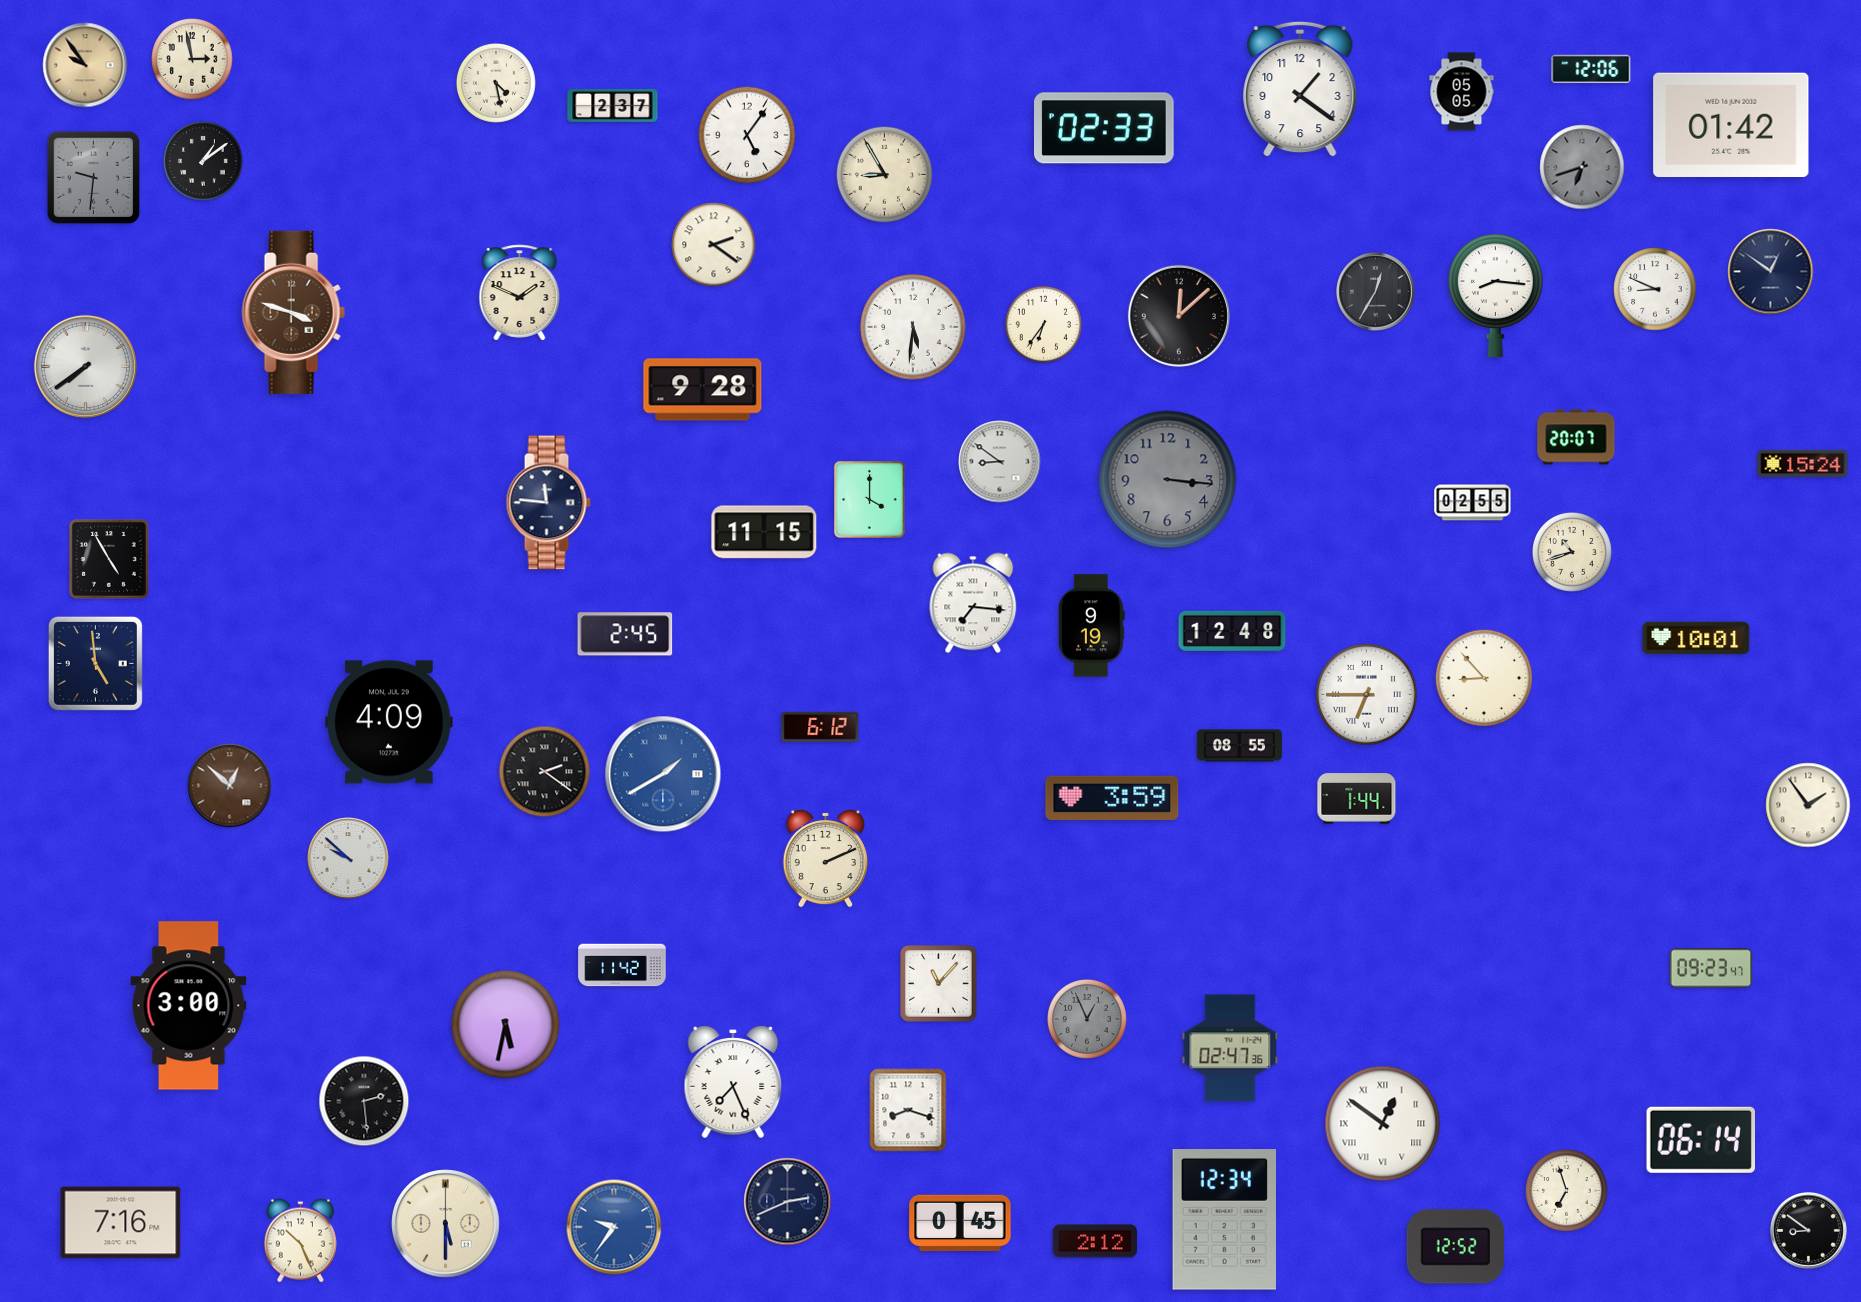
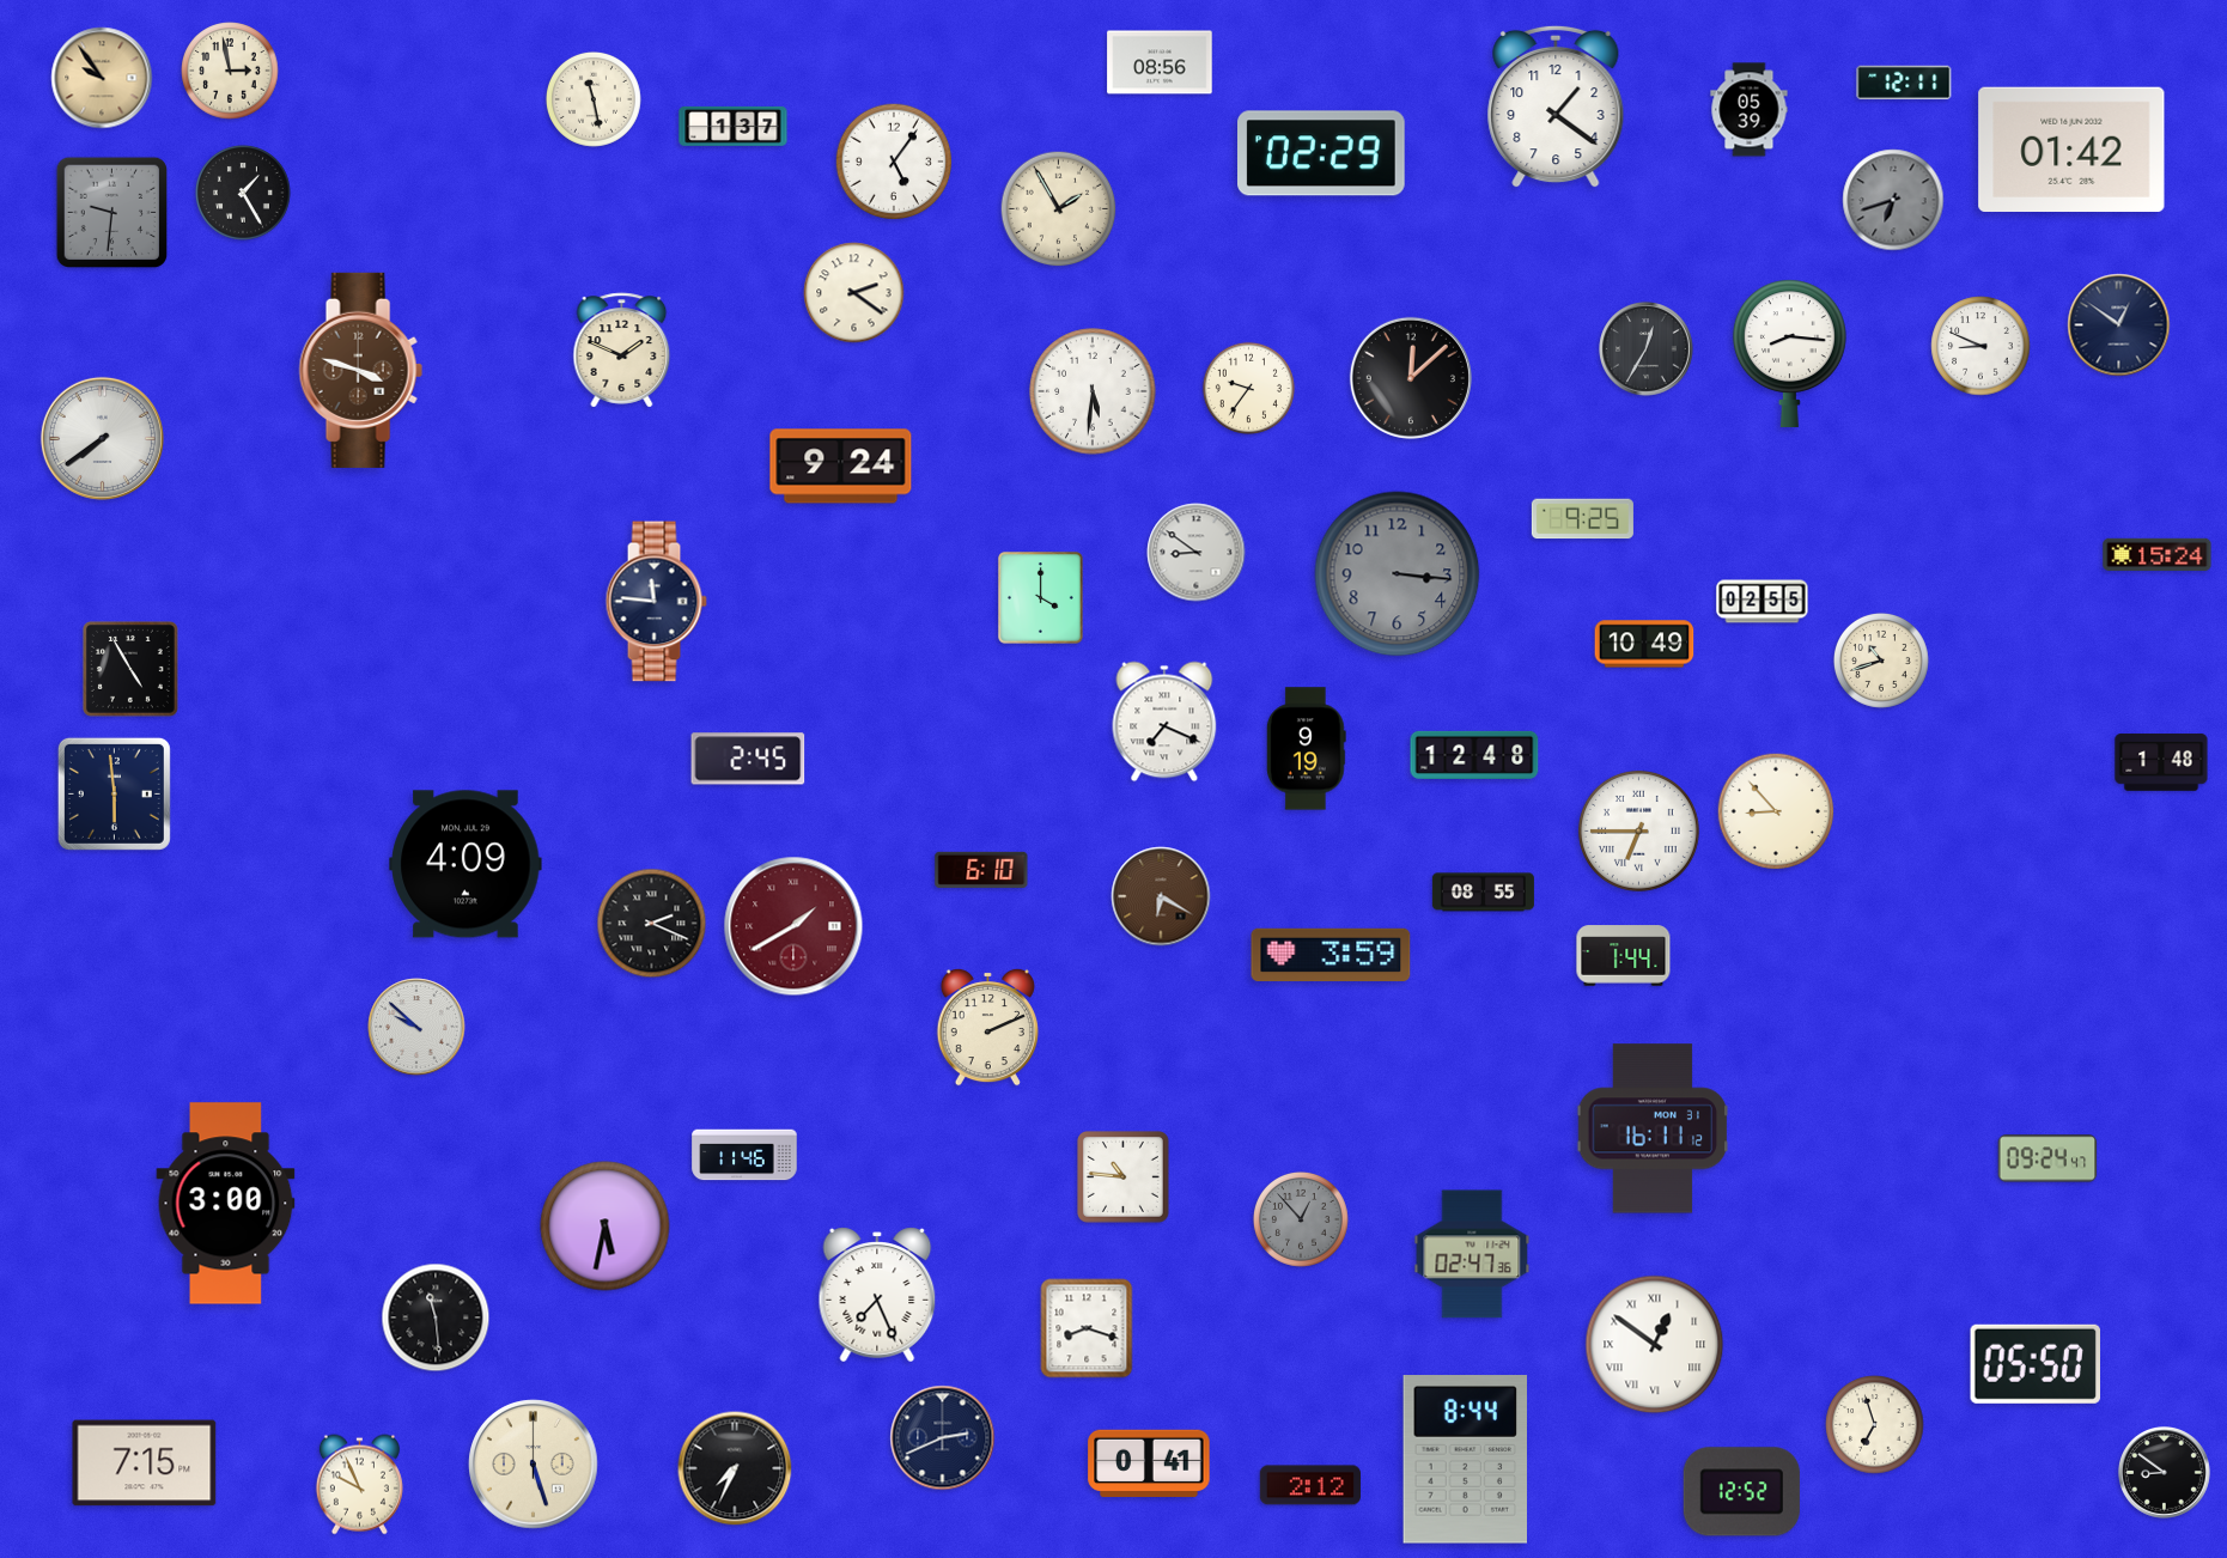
clock at (1160, 62): none -> 08:56
clock at (1591, 69): 12:06 -> 12:11
clock at (496, 83): 4:28 -> 11:28
clock at (1462, 92): 05:05 -> 05:39
clock at (613, 105): 2:37 -> 1:37
clock at (1105, 128): 02:33 -> 02:29
clock at (203, 161): 1:09 -> 1:25
clock at (885, 175): 8:55 -> 1:55
clock at (293, 312) position: (293, 312) -> (360, 370)
clock at (1043, 324): 6:36 -> 9:36
clock at (703, 390): 9:28 -> 9:24
clock at (1582, 519): none -> 9:25
clock at (1576, 437): 20:07 -> none
clock at (764, 532): 11:15 -> none
clock at (1644, 644): none -> 10:49
clock at (973, 603): 7:16 -> 7:19
clock at (2161, 762): none -> 1:48
clock at (1696, 638): 10:01 -> none
clock at (95, 663): 4:59 -> 5:59
clock at (1366, 694) position: (1366, 694) -> (1638, 830)
clock at (820, 727): 6:12 -> 6:10
clock at (1161, 896): none -> 6:20
clock at (545, 772): 2:21 -> 2:19
clock at (663, 774) dial: blue -> burgundy
clock at (230, 786): 12:52 -> none
clock at (1808, 805): 1:54 -> none
clock at (1653, 1128): none -> 16:11
clock at (622, 965): 11:42 -> 11:46
clock at (1711, 968): 09:23 -> 09:24
clock at (939, 984): 11:07 -> 10:46
clock at (1087, 1019): 12:56 -> 12:53
clock at (364, 1101): 2:29 -> 11:29
clock at (1700, 1140): 06:14 -> 05:50
clock at (1224, 1220): 12:34 -> 8:44
clock at (960, 1222): 0:45 -> 0:41
clock at (121, 1223): 7:16 -> 7:15
clock at (446, 1224): 5:30 -> 5:27
clock at (614, 1227): 9:36 -> 7:34
clock at (614, 1227) dial: blue -> black
clock at (300, 1241): 10:26 -> 9:56
